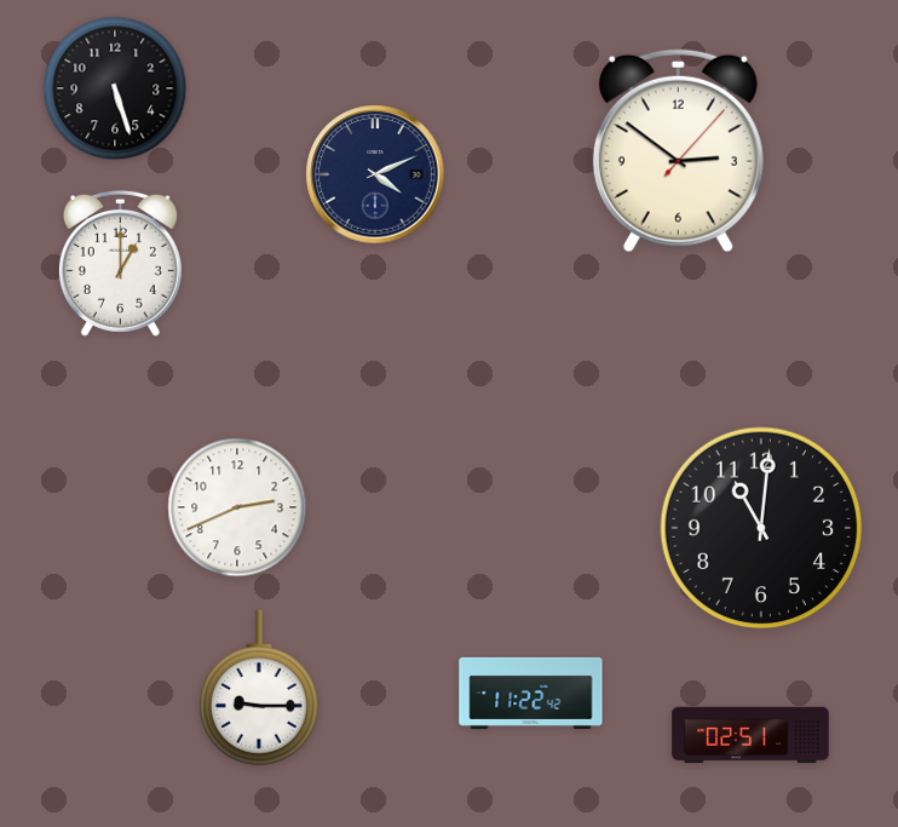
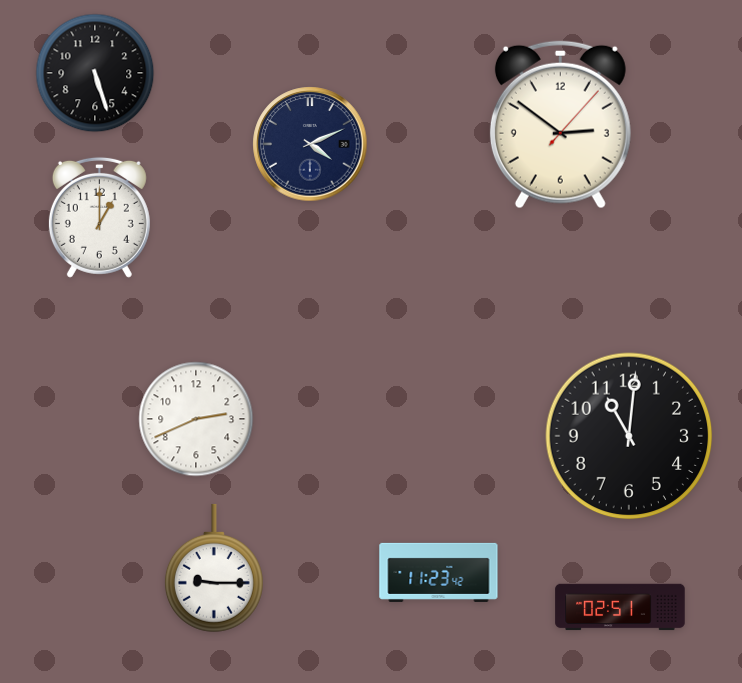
clock at (531, 693): 11:22 -> 11:23
